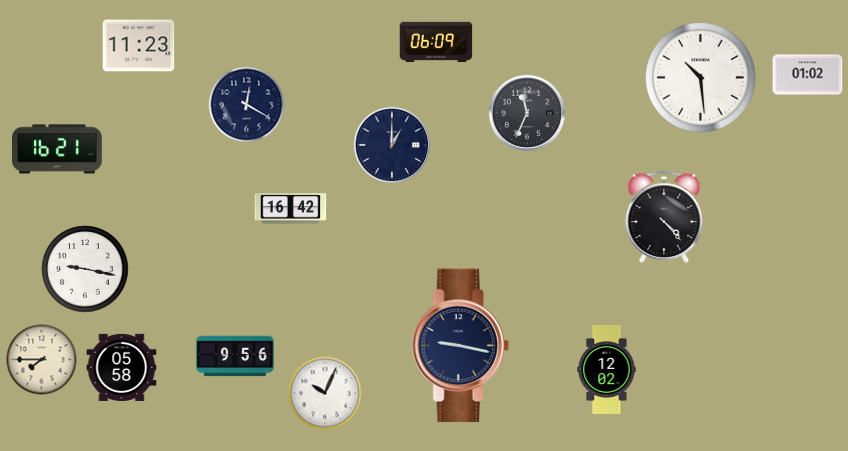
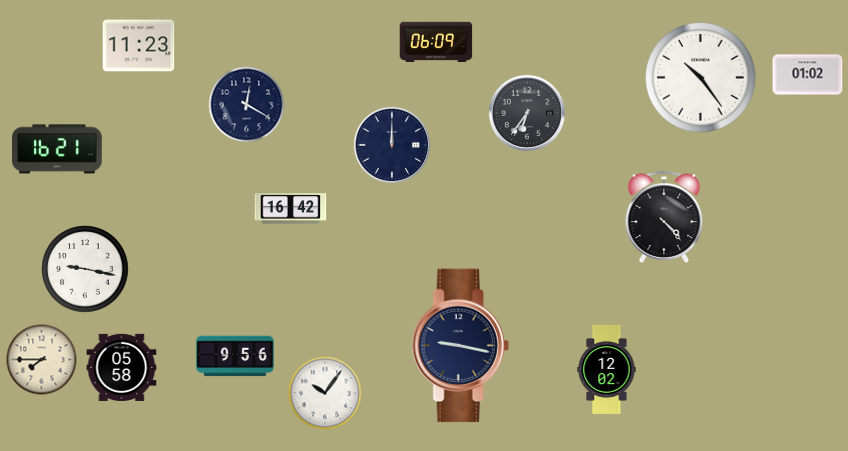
clock at (701, 78): 10:29 -> 10:24
clock at (527, 113): 11:34 -> 6:36
clock at (392, 145): 1:00 -> 12:00
clock at (325, 393): 10:04 -> 10:06
